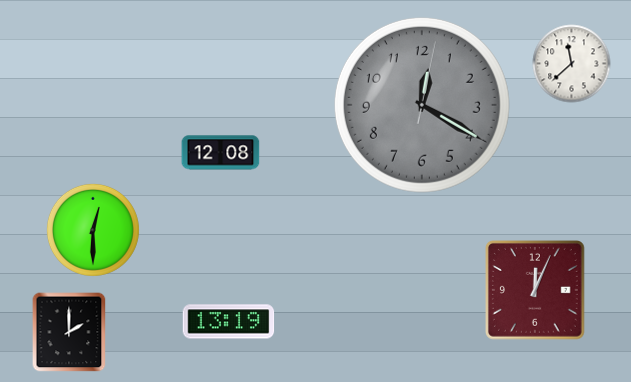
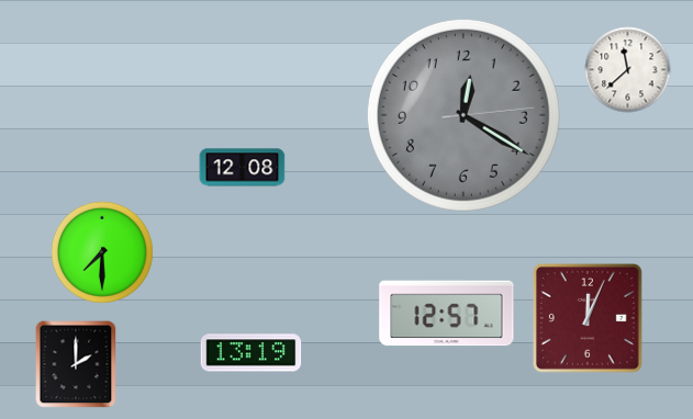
clock at (422, 105): 12:20:02 -> 12:20:14
clock at (93, 230): 12:30 -> 7:30
clock at (447, 314): none -> 12:57
